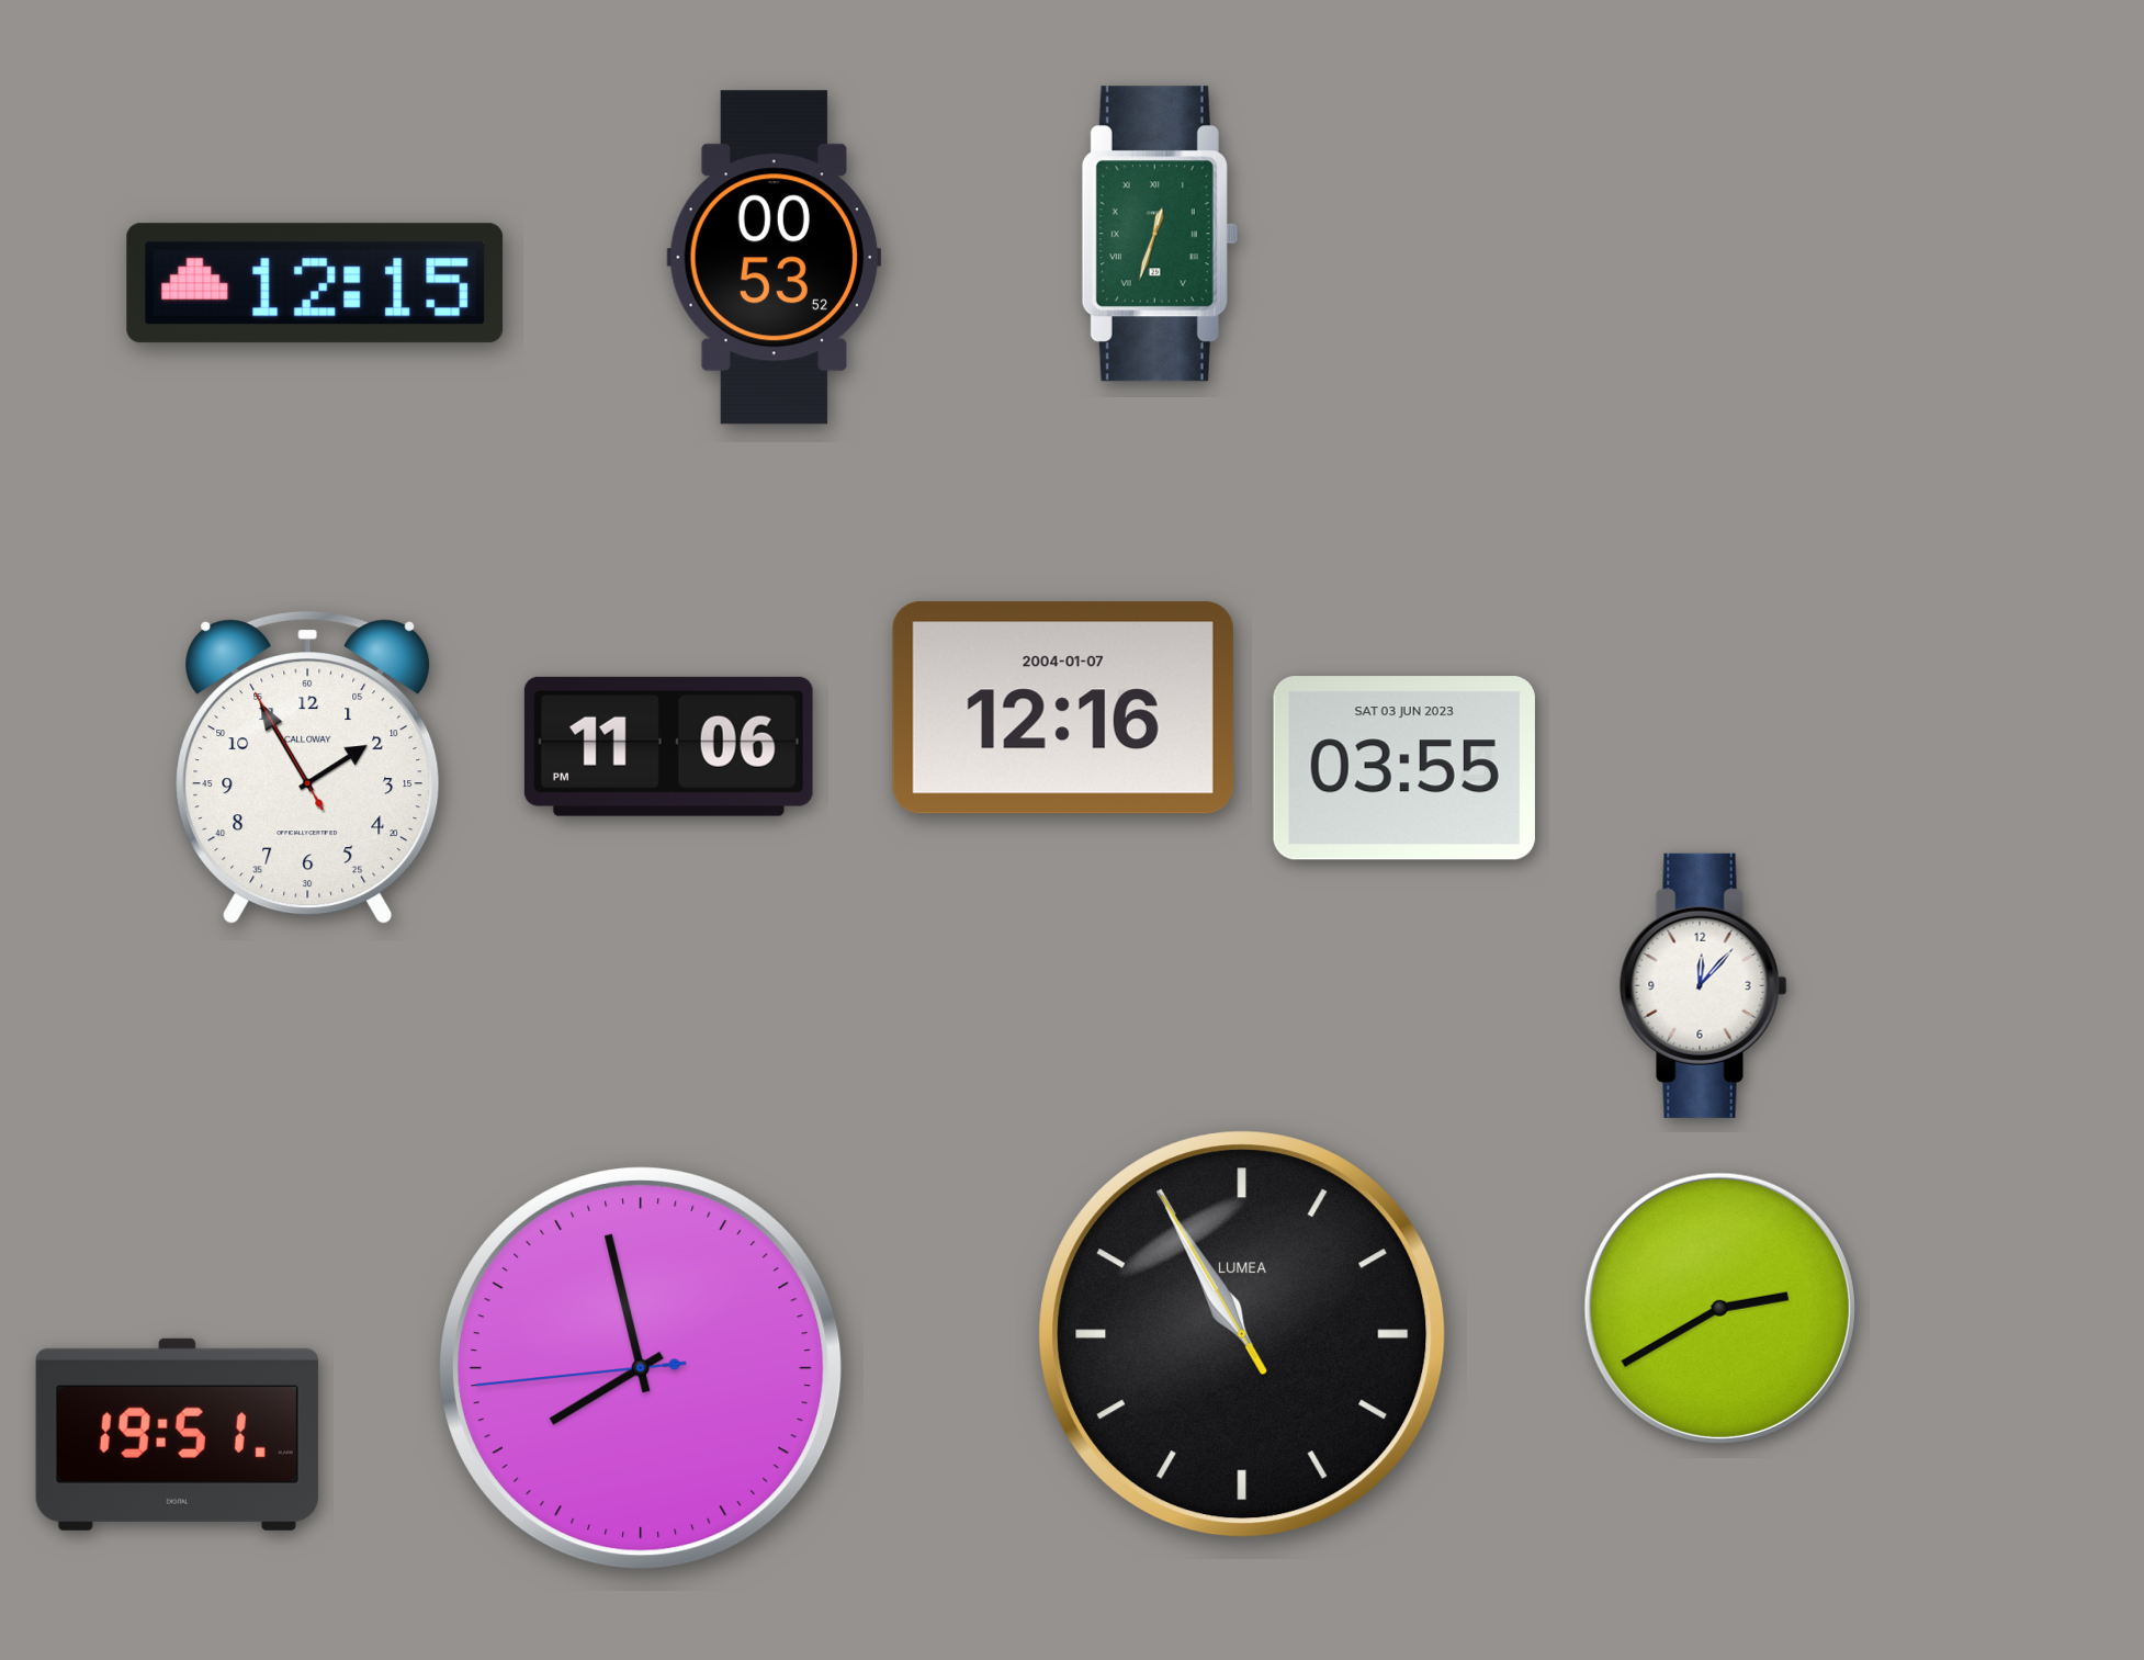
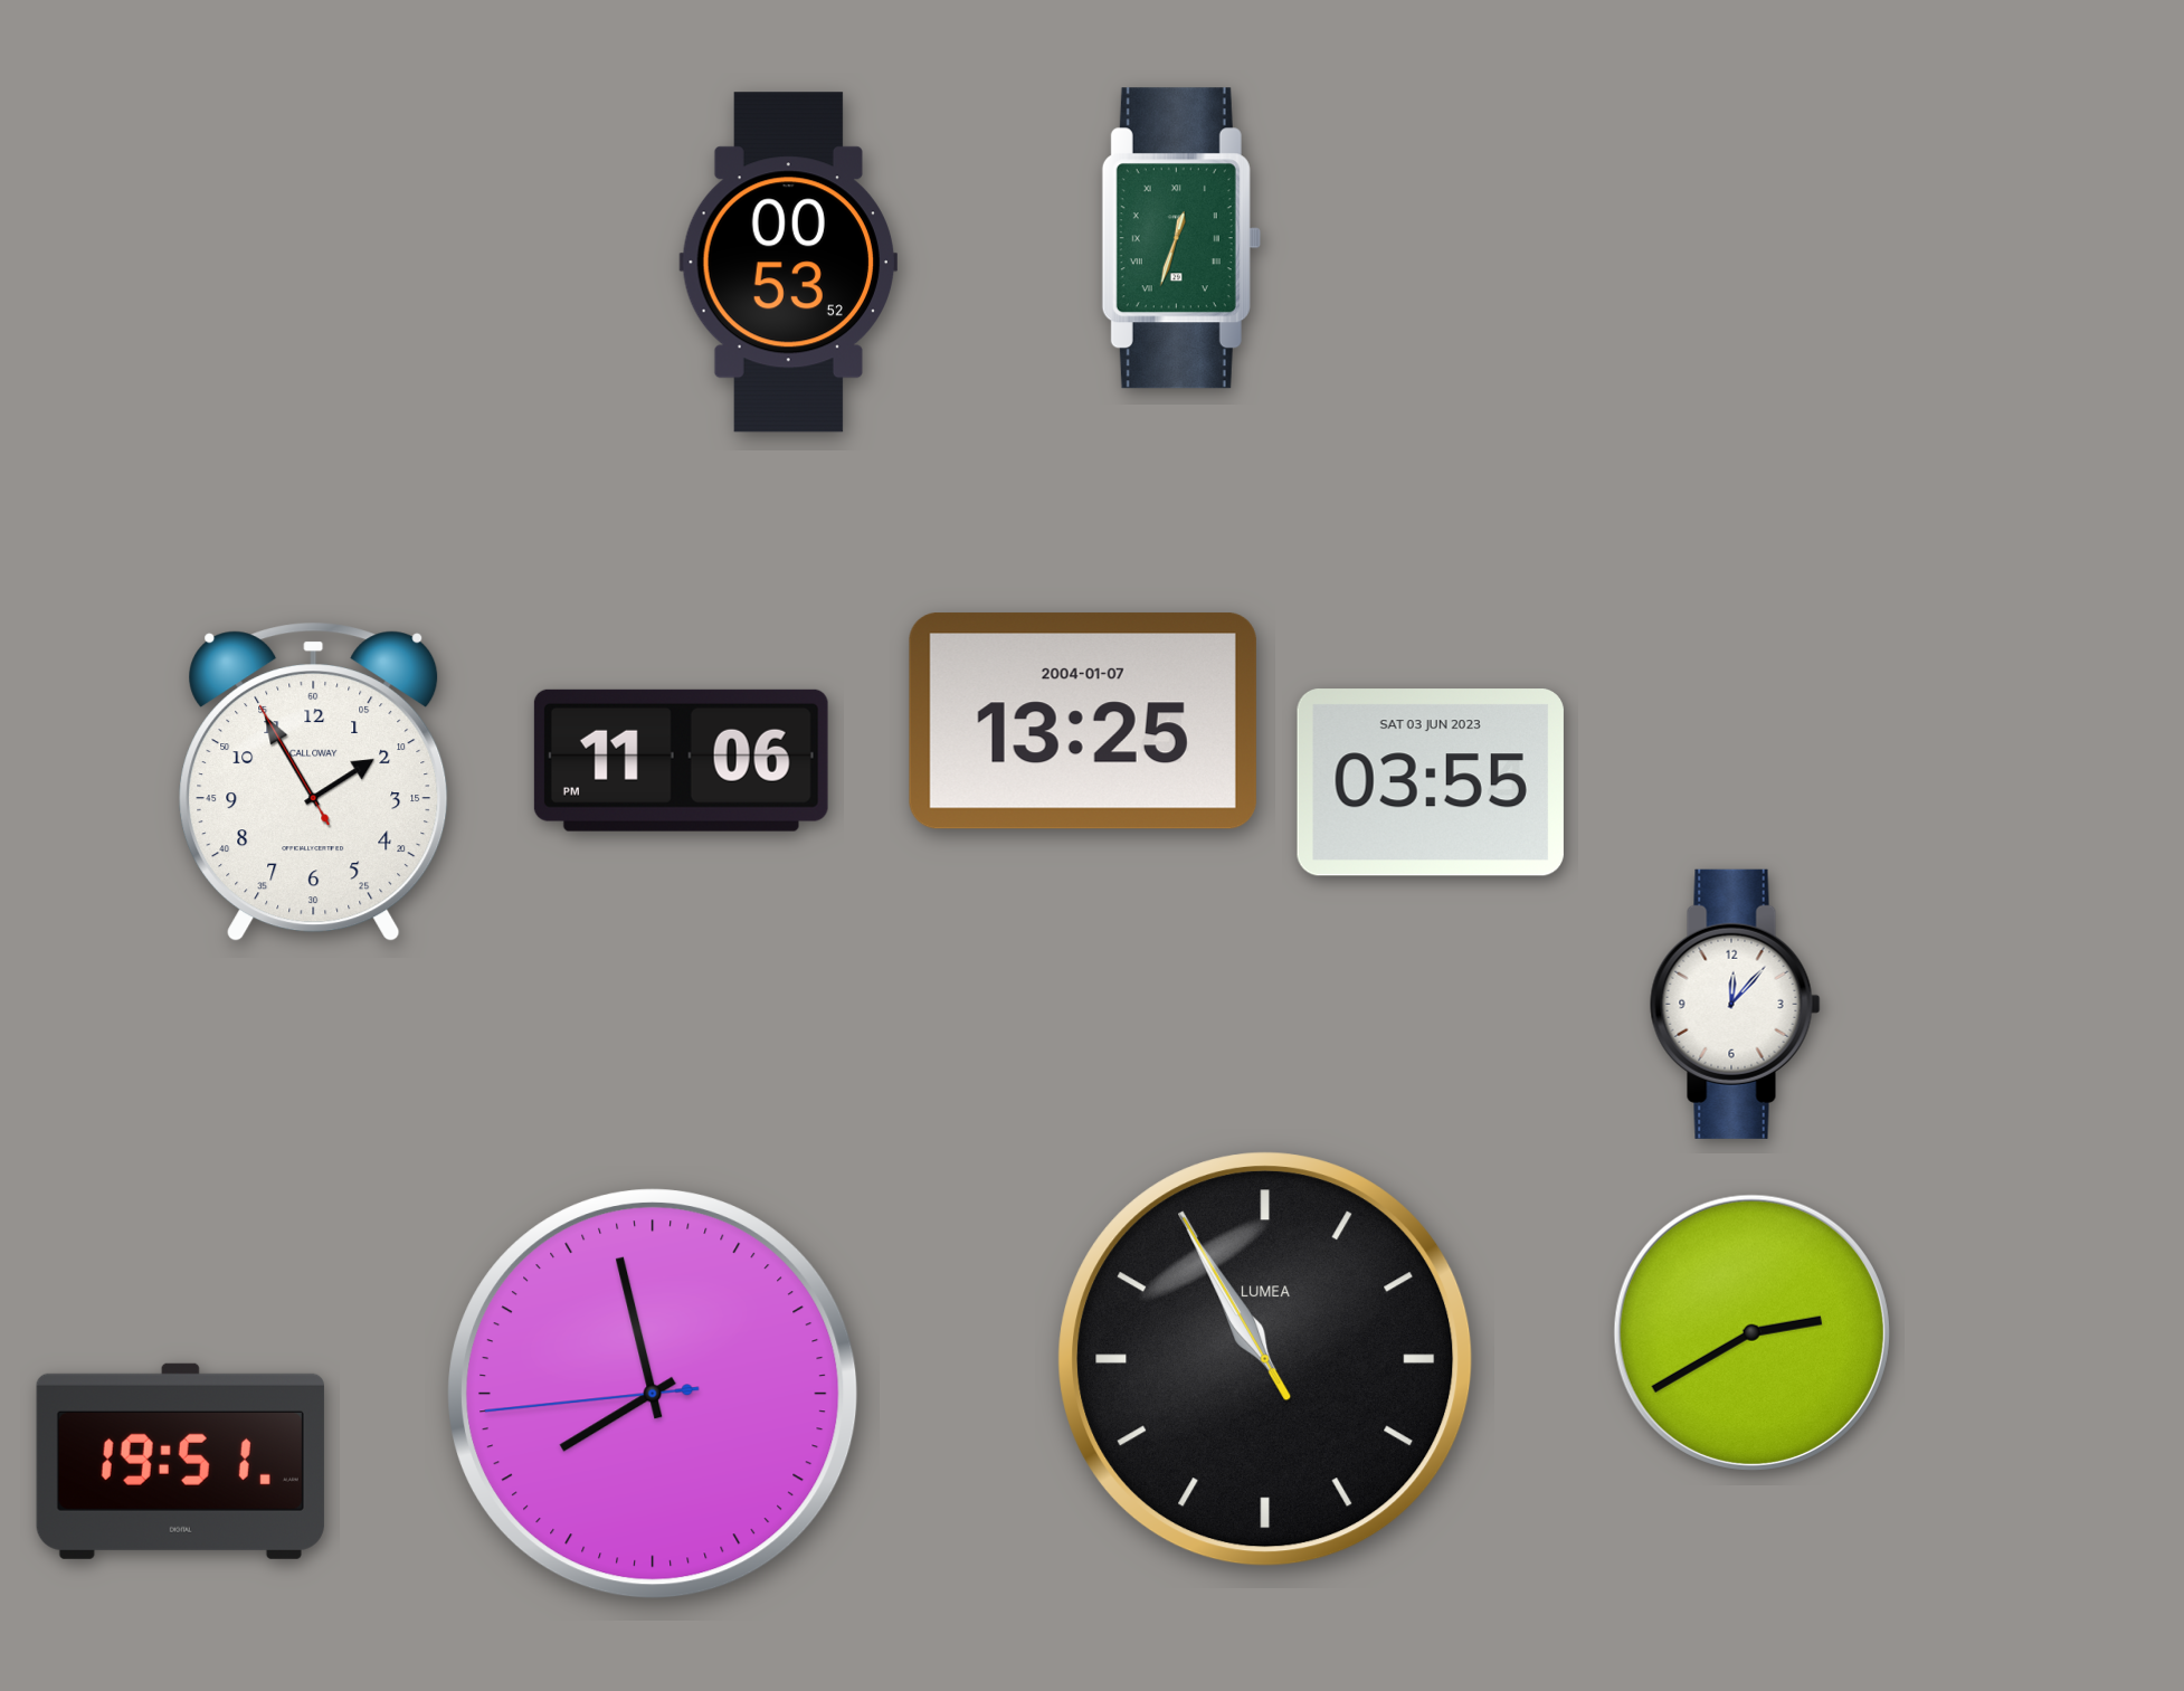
clock at (315, 283): 12:15 -> none
clock at (1063, 708): 12:16 -> 13:25
